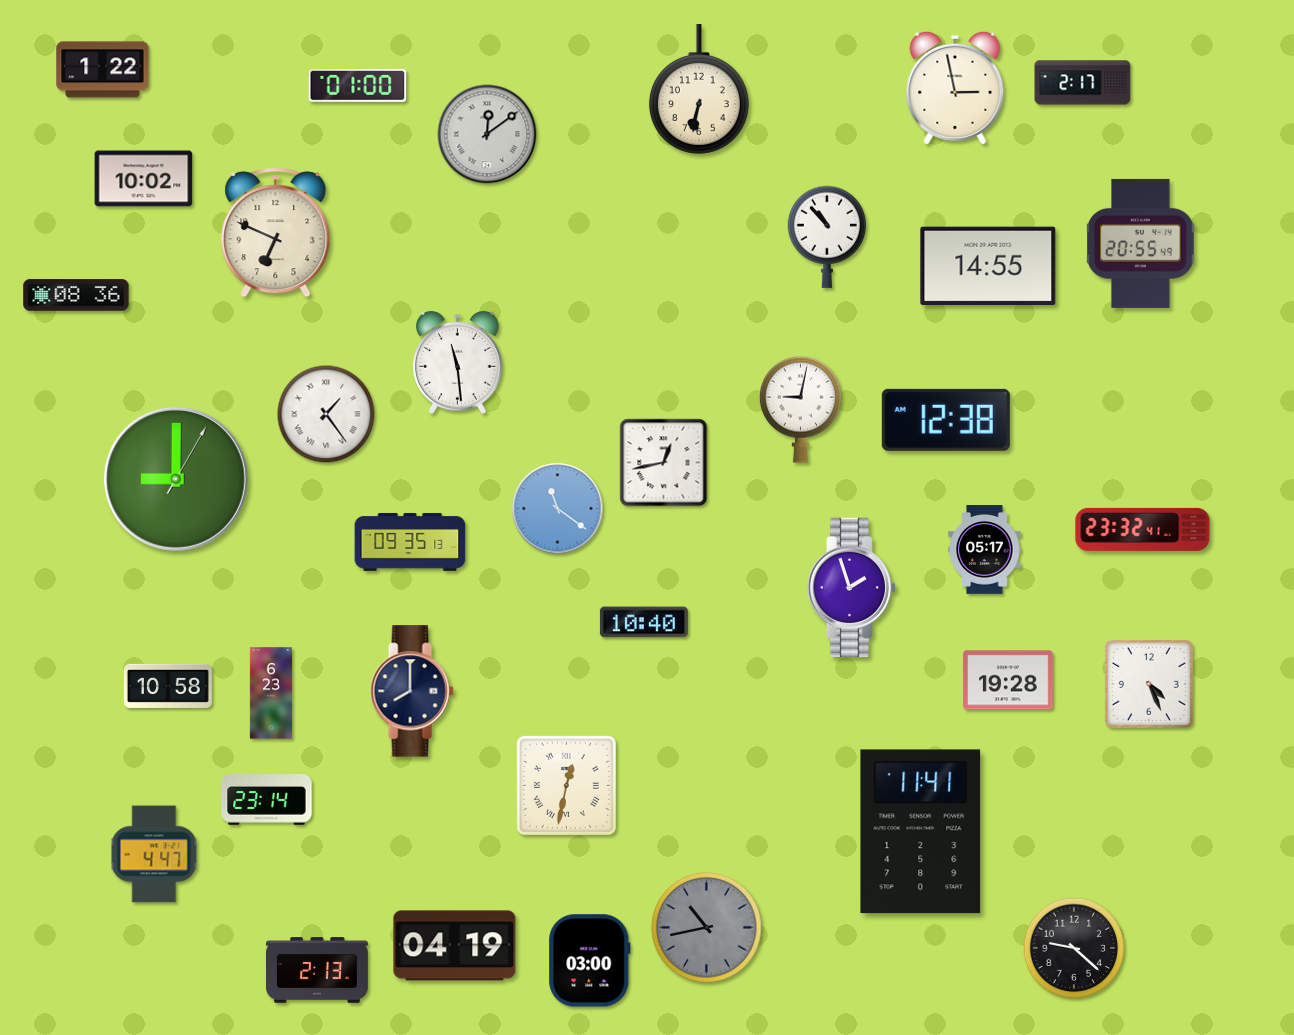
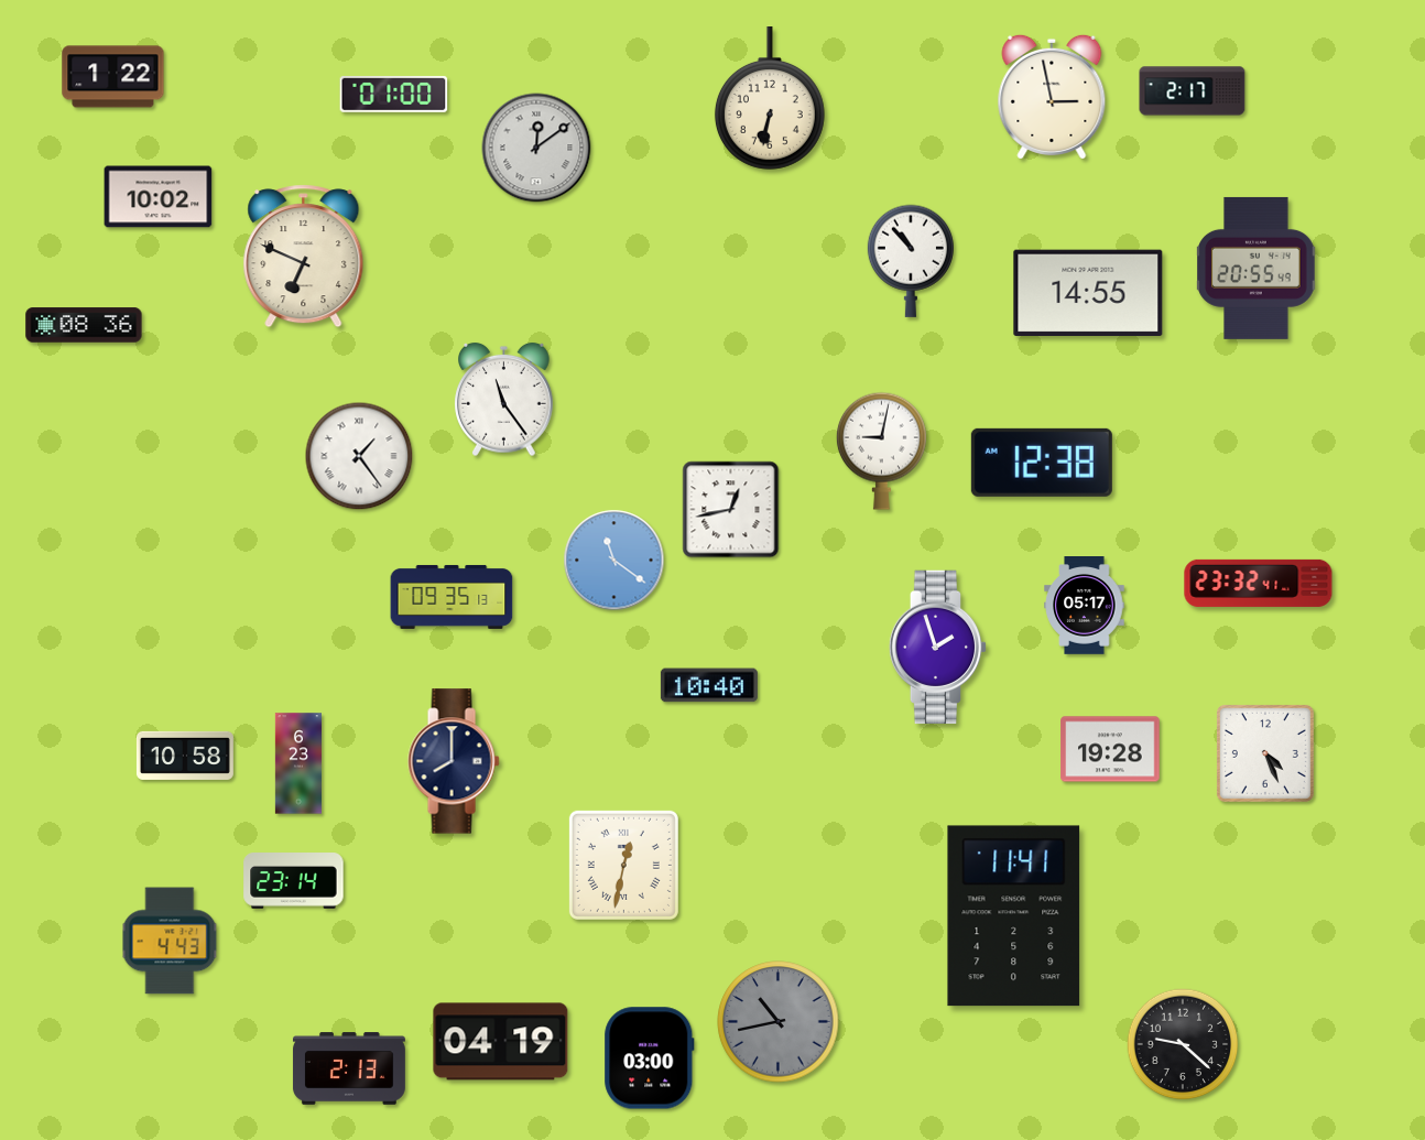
clock at (458, 363): 11:29 -> 11:24
clock at (176, 479): 9:00 -> none
clock at (154, 854): 4:47 -> 4:43
